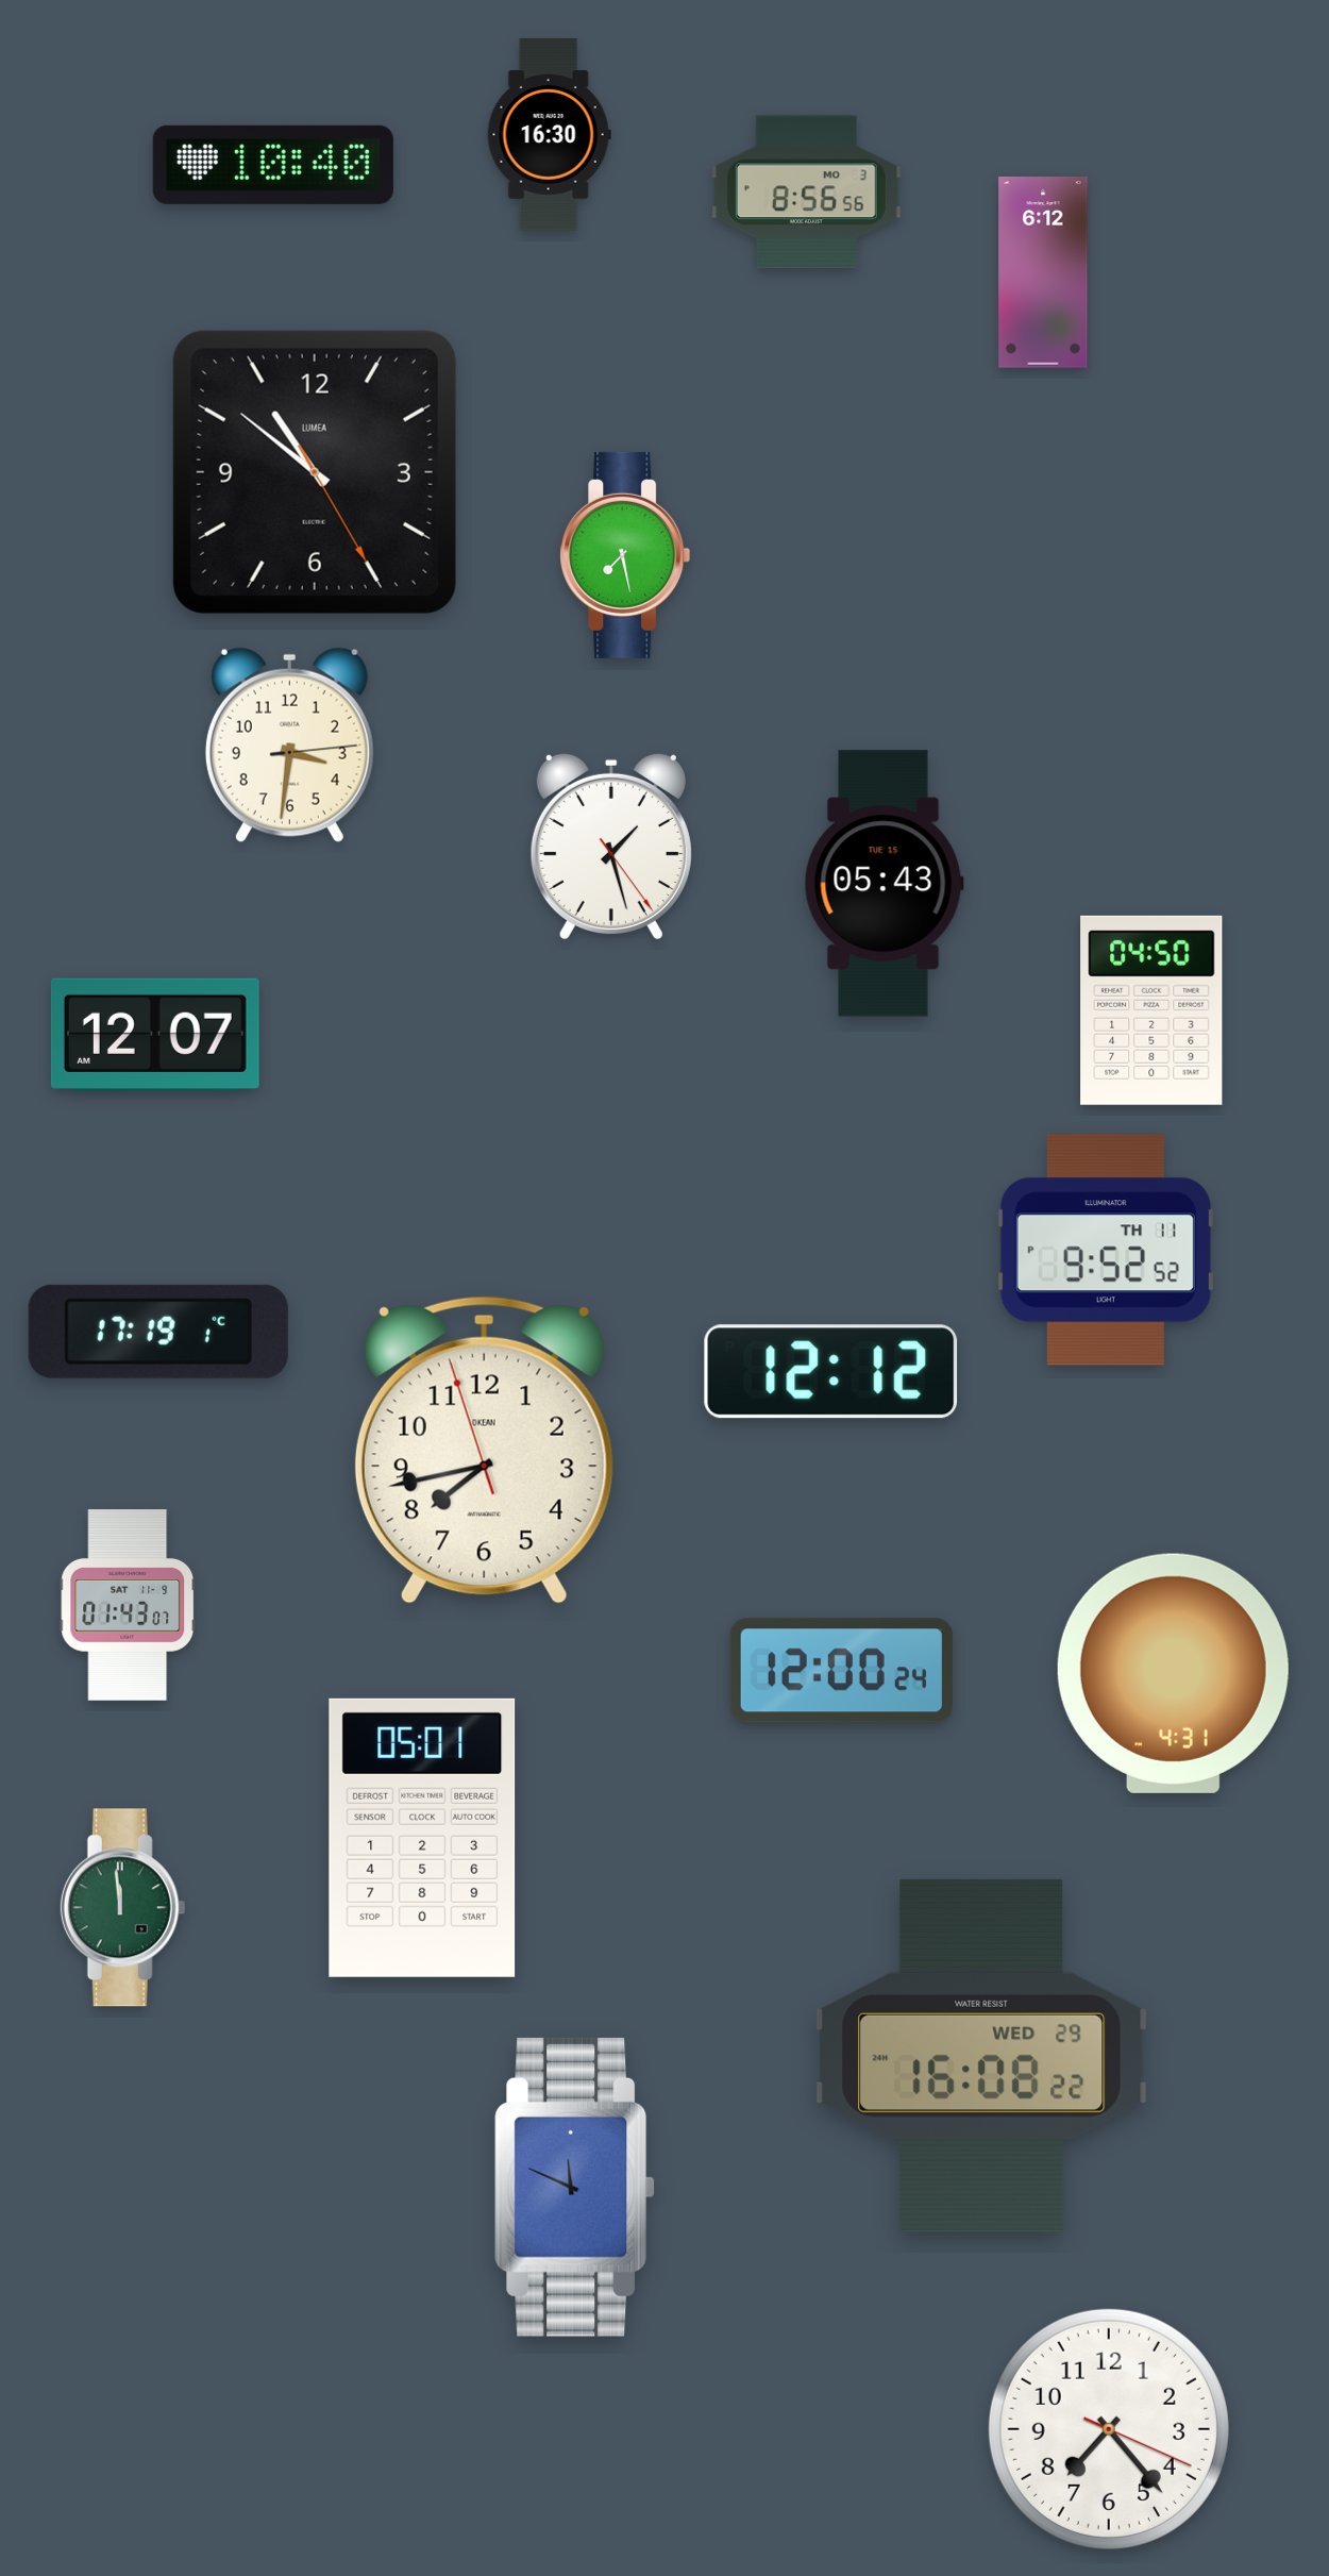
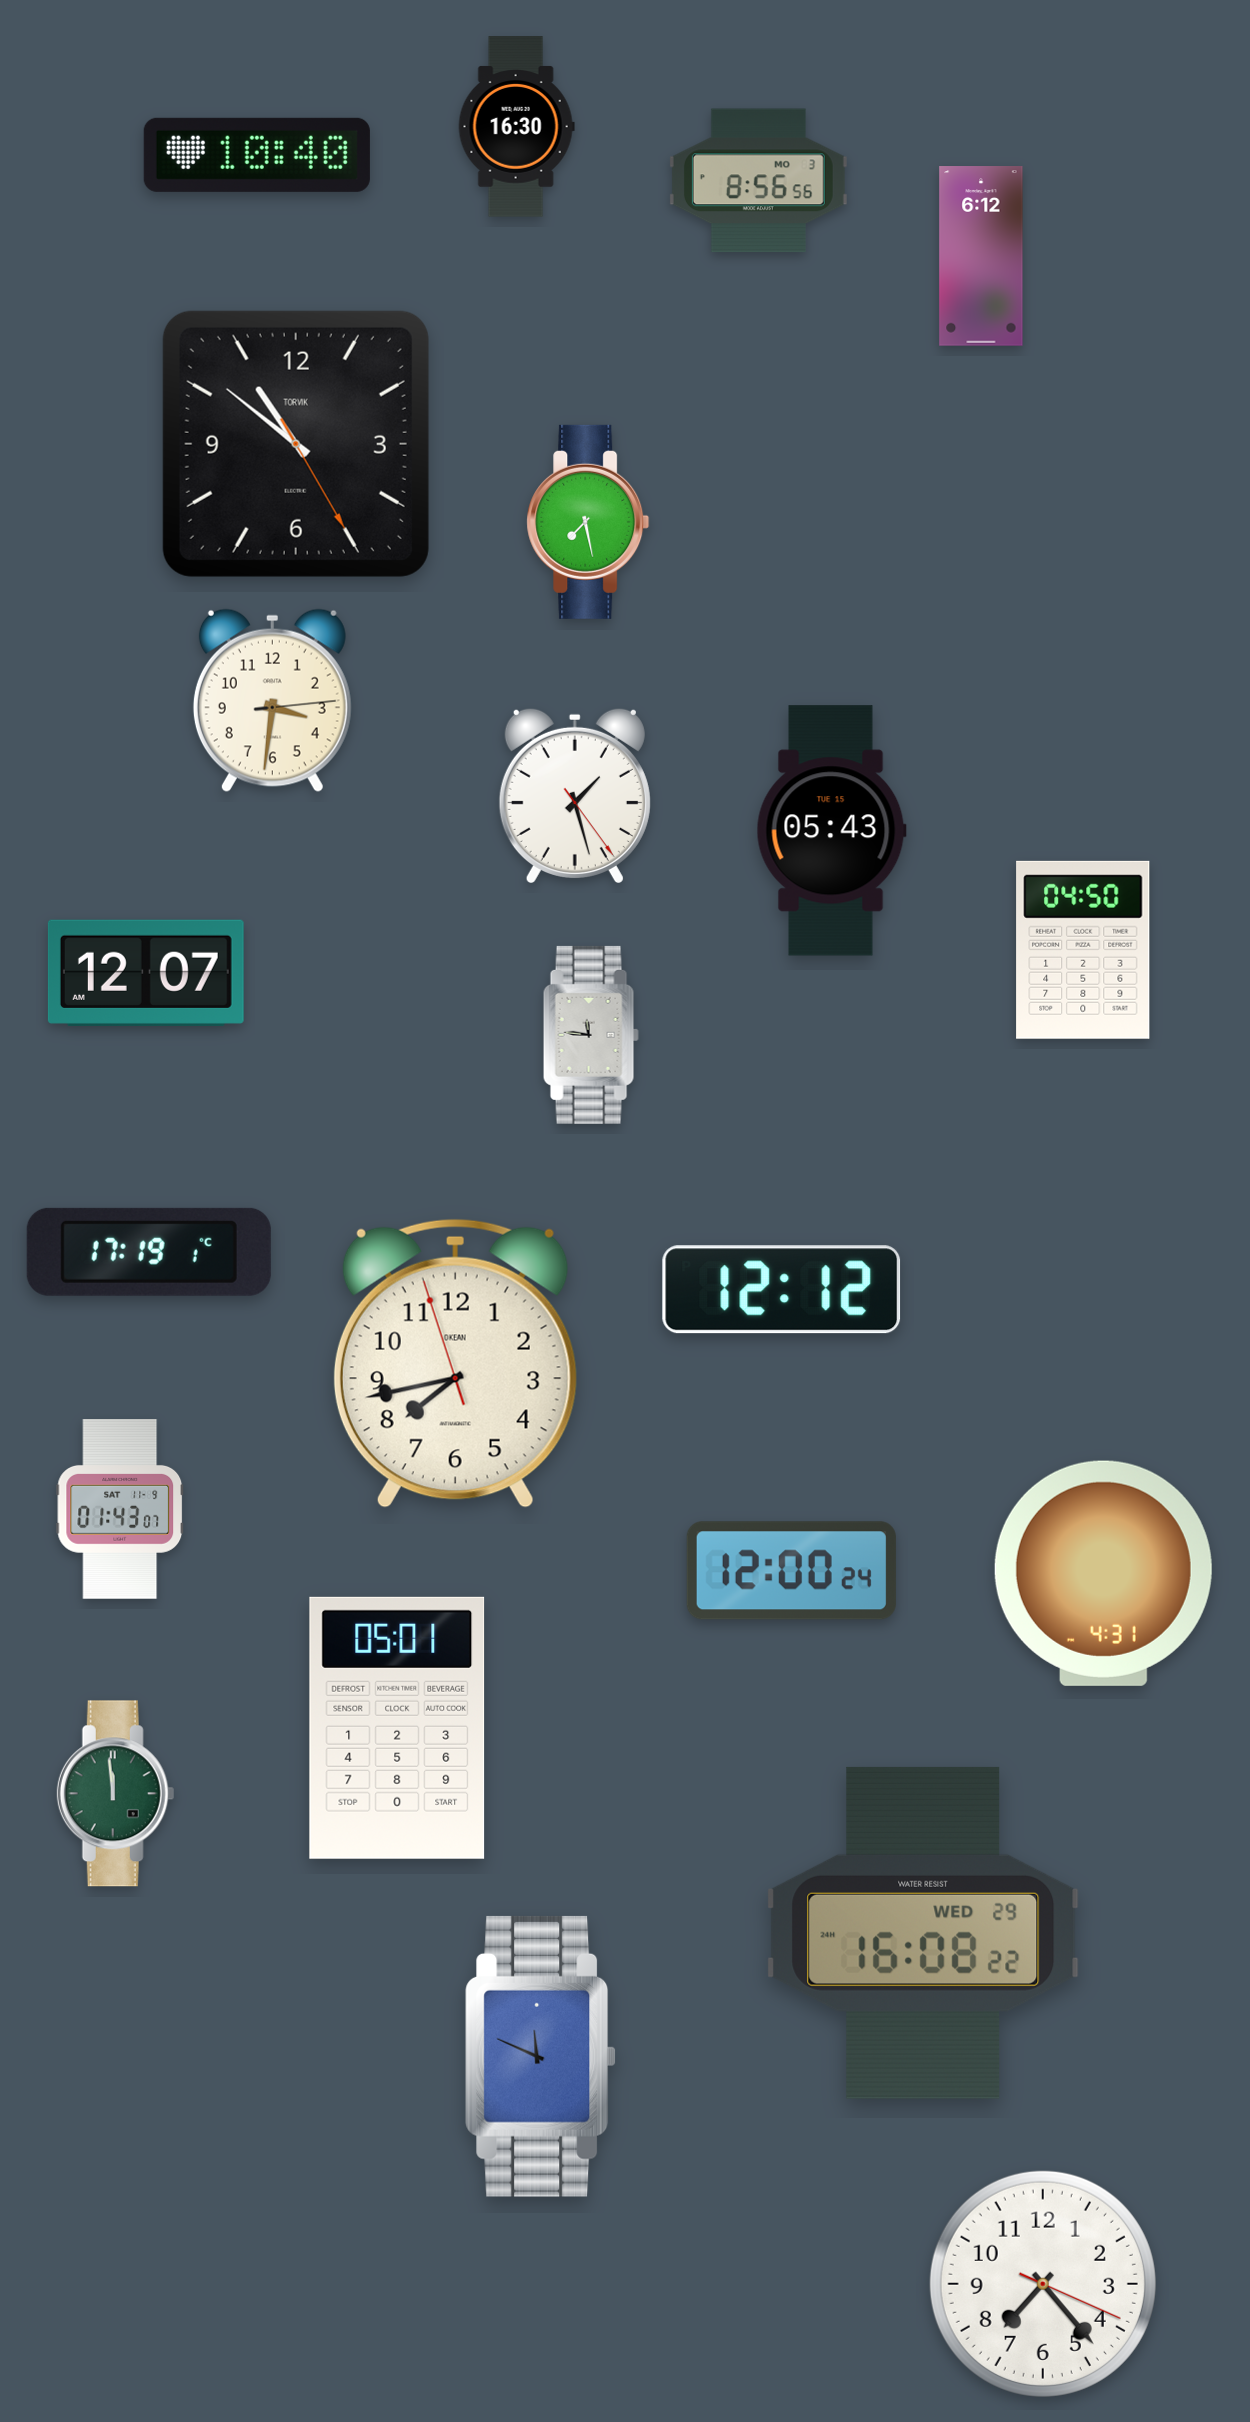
clock at (315, 472) brand: LUMEA -> TORVIK
clock at (591, 1035): none -> 11:46
clock at (1106, 1250): 9:52 -> none
